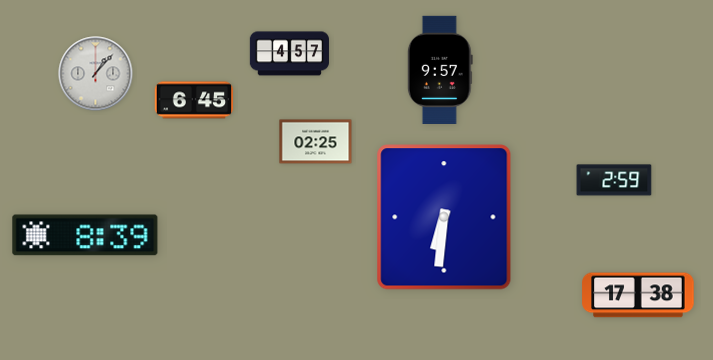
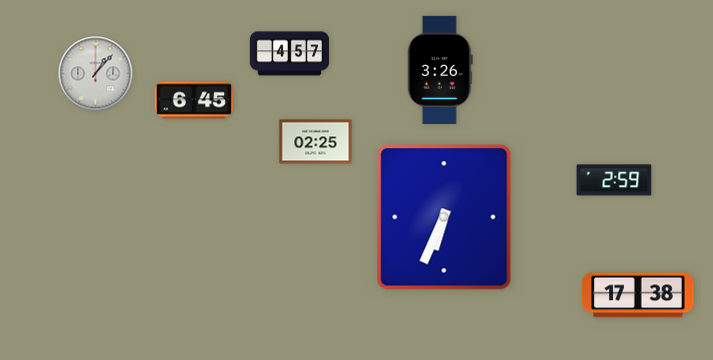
clock at (440, 70): 9:57 -> 3:26
clock at (444, 217): 6:31 -> 6:34
clock at (85, 235): 8:39 -> none
